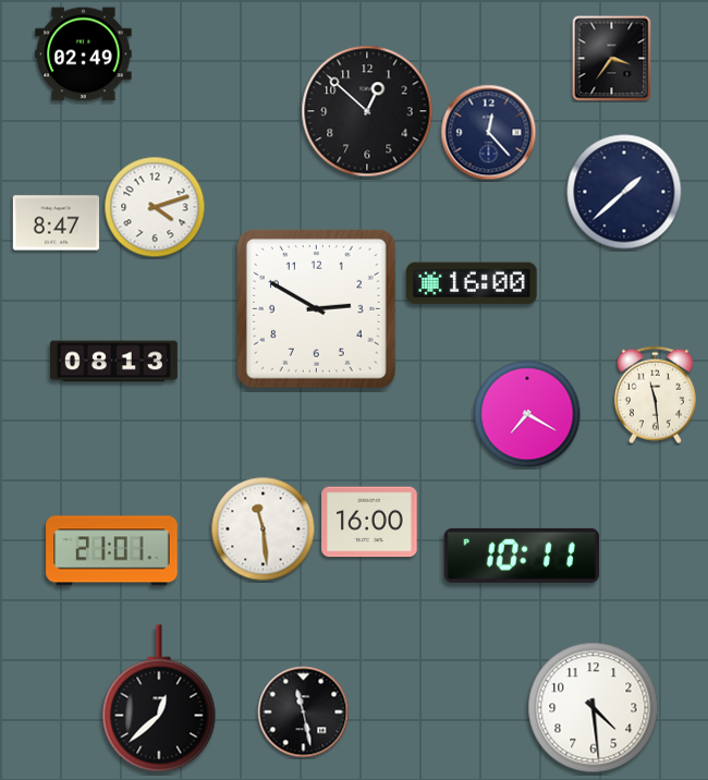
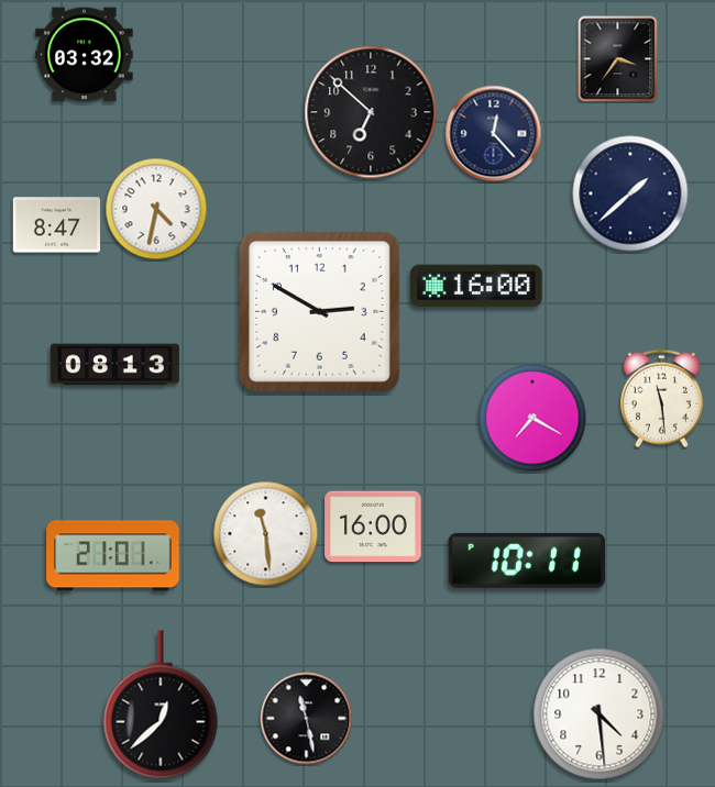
clock at (84, 54): 02:49 -> 03:32
clock at (367, 111): 12:52 -> 6:52
clock at (155, 207): 4:12 -> 4:32
